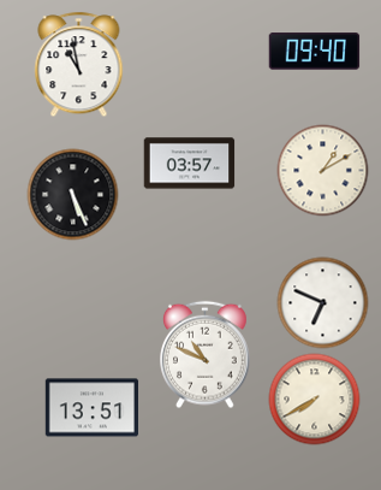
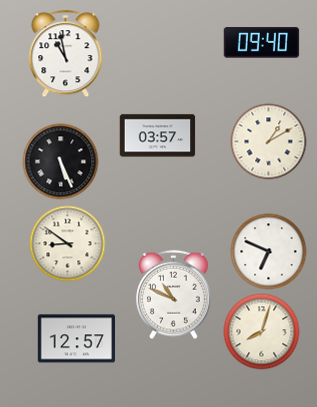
clock at (68, 244): none -> 8:51
clock at (206, 355) position: (206, 355) -> (174, 295)
clock at (315, 400): 7:40 -> 8:03
clock at (91, 408): 13:51 -> 12:57
